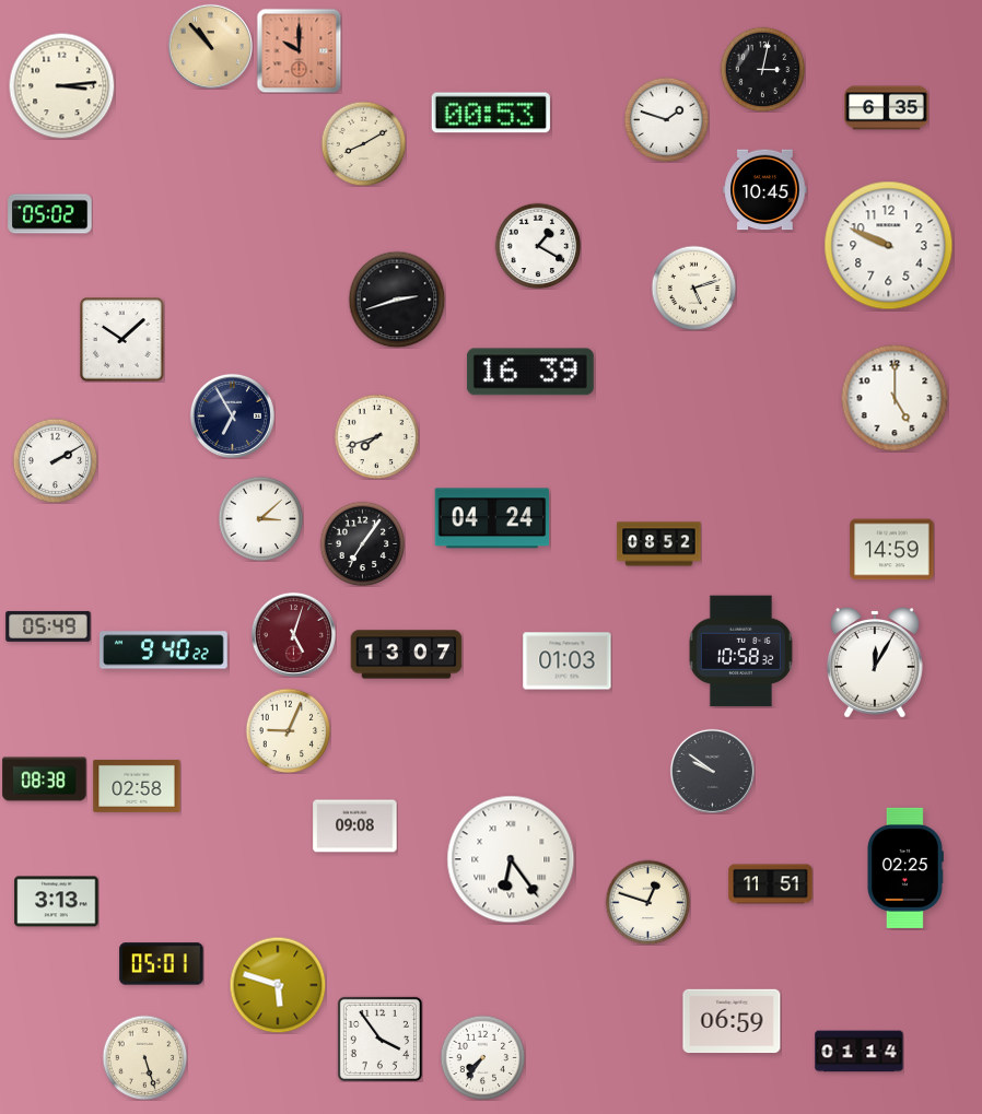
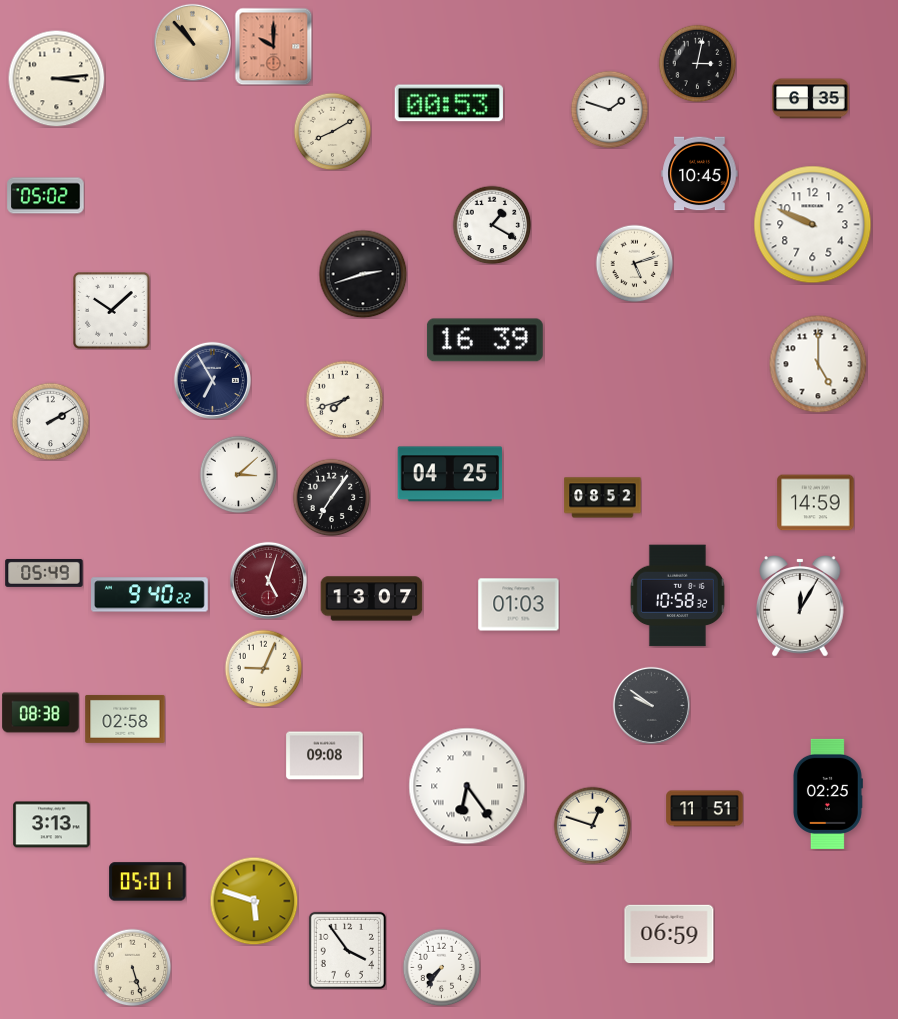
clock at (492, 518): 04:24 -> 04:25
clock at (860, 1052): 01:14 -> none
